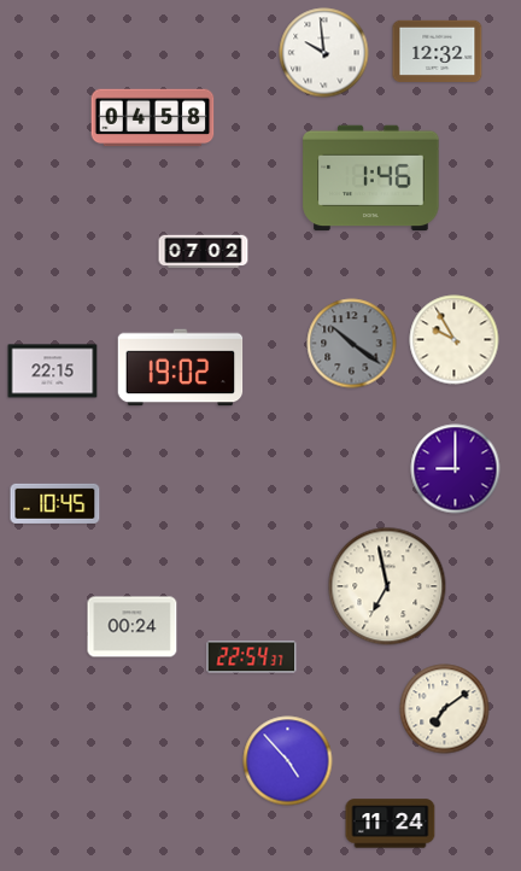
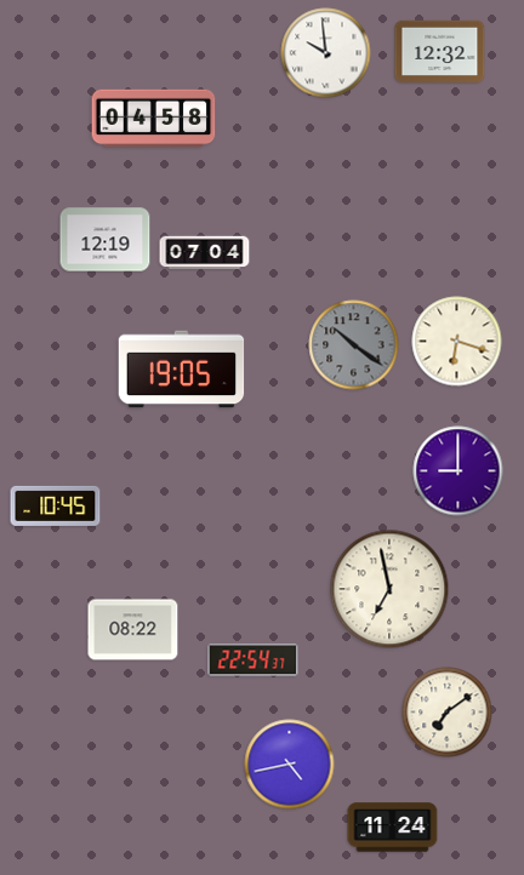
clock at (371, 179): 1:46 -> none
clock at (106, 240): none -> 12:19
clock at (204, 252): 07:02 -> 07:04
clock at (455, 340): 9:55 -> 6:18
clock at (181, 368): 19:02 -> 19:05
clock at (53, 372): 22:15 -> none
clock at (133, 627): 00:24 -> 08:22
clock at (288, 761): 4:53 -> 4:43
